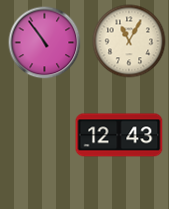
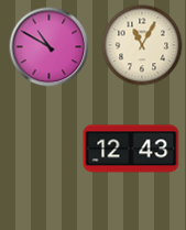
clock at (45, 43): 10:54 -> 10:50
